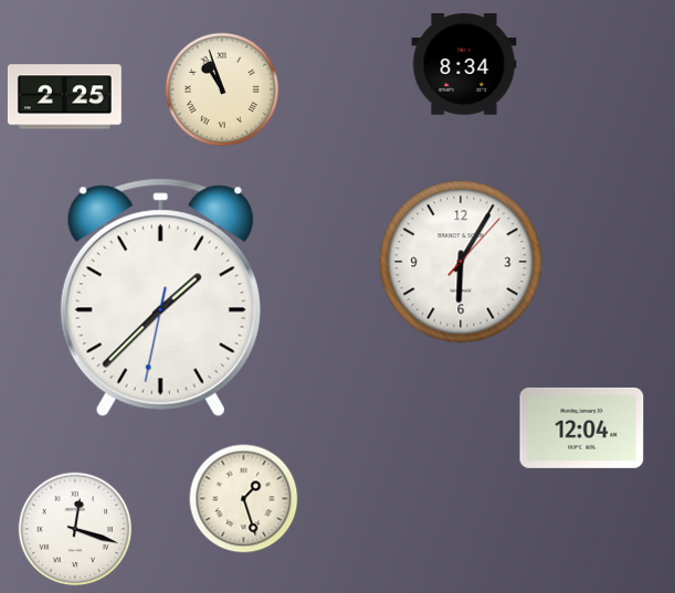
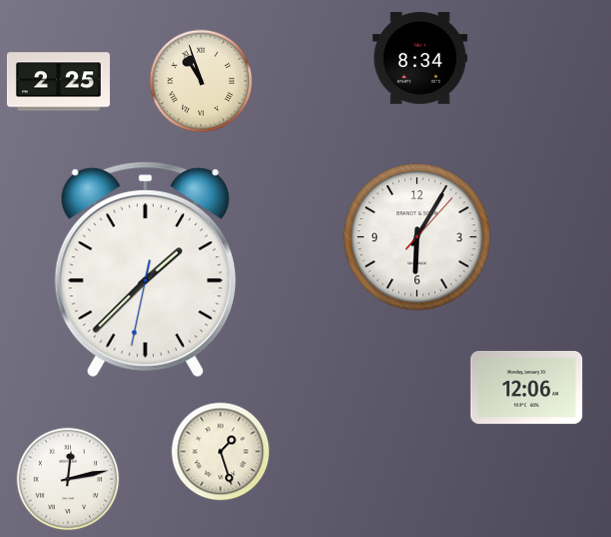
clock at (64, 97) position: (64, 97) -> (58, 82)
clock at (582, 427): 12:04 -> 12:06
clock at (75, 529): 12:18 -> 12:13
